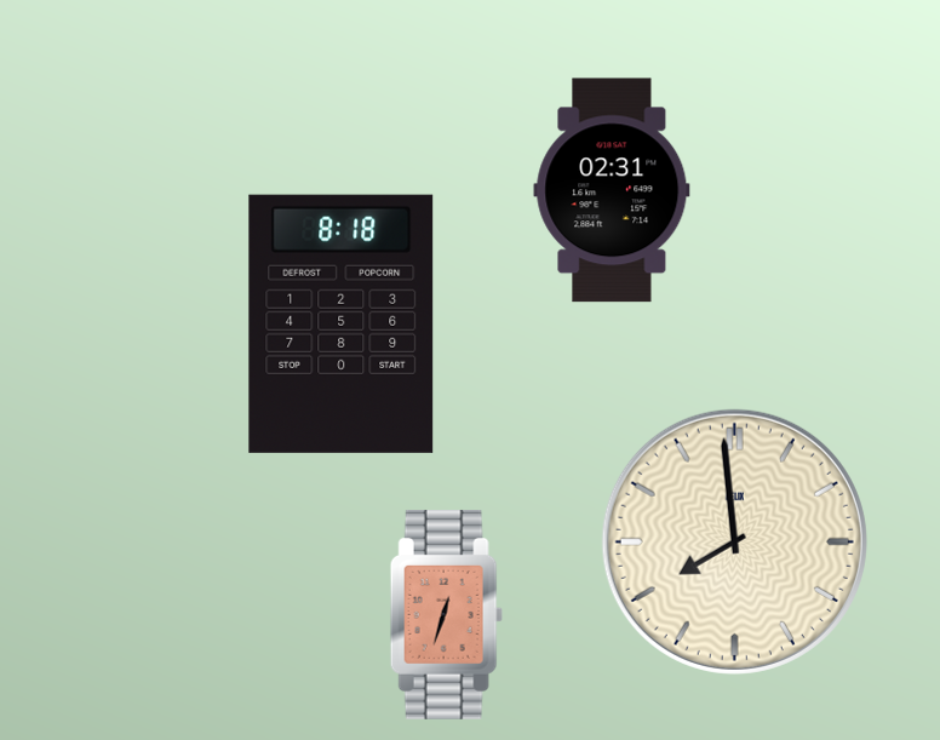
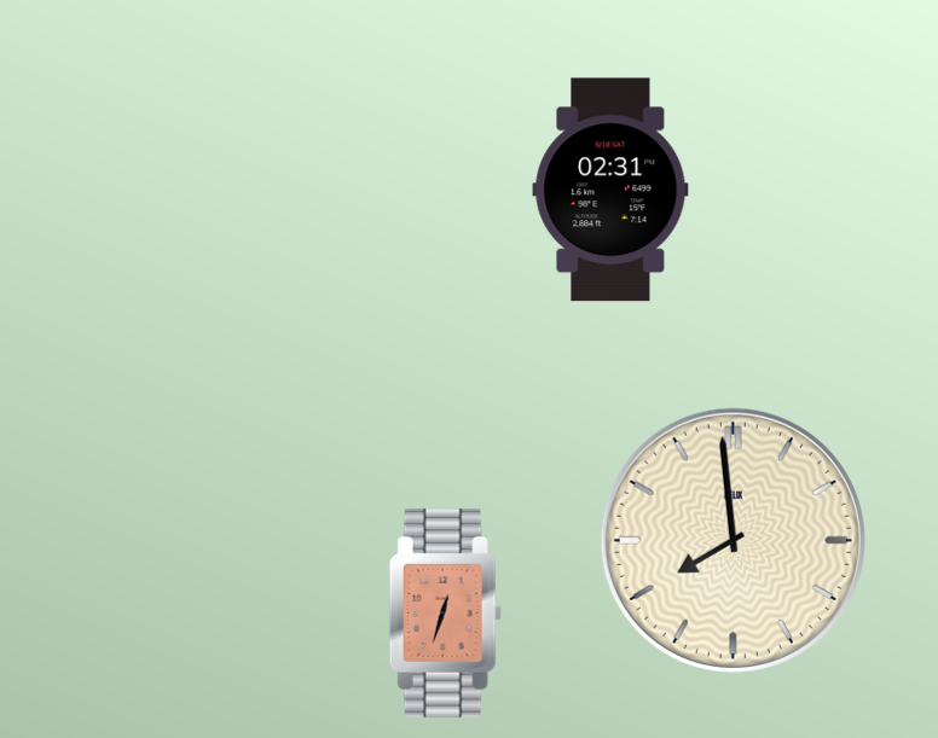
clock at (342, 323): 8:18 -> none
